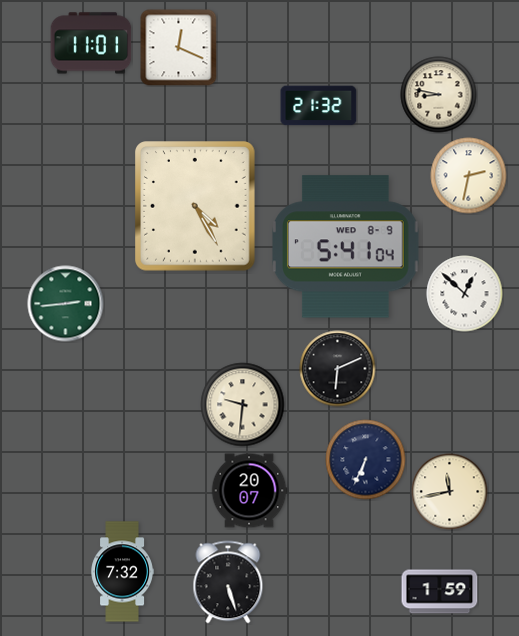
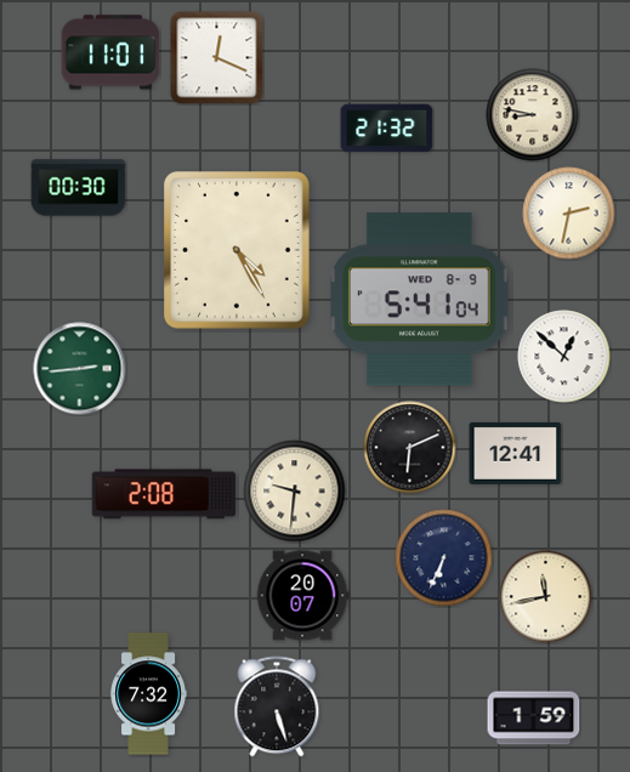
clock at (79, 188): none -> 00:30
clock at (516, 453): none -> 12:41
clock at (163, 494): none -> 2:08
